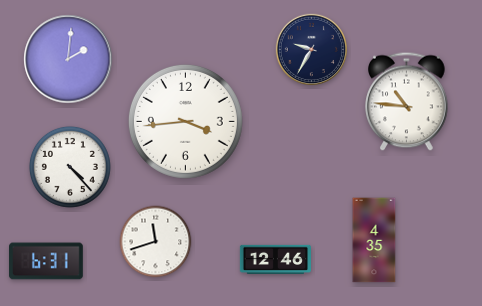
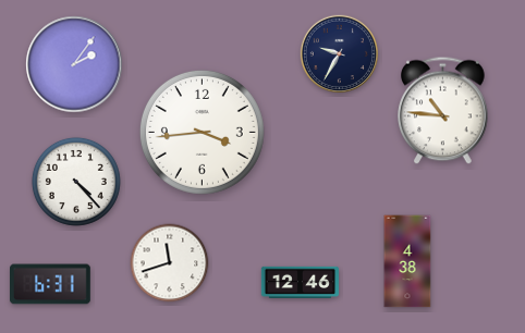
clock at (68, 59): 2:01 -> 2:06
clock at (374, 240): 4:35 -> 4:38
